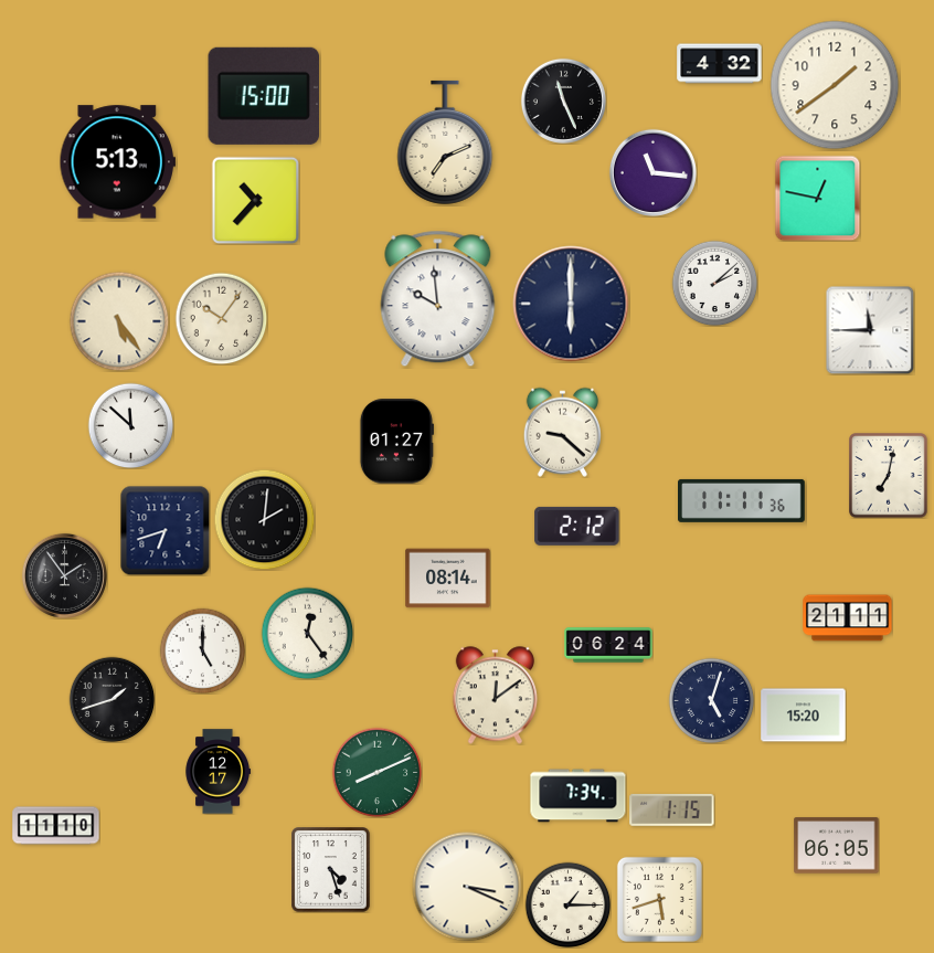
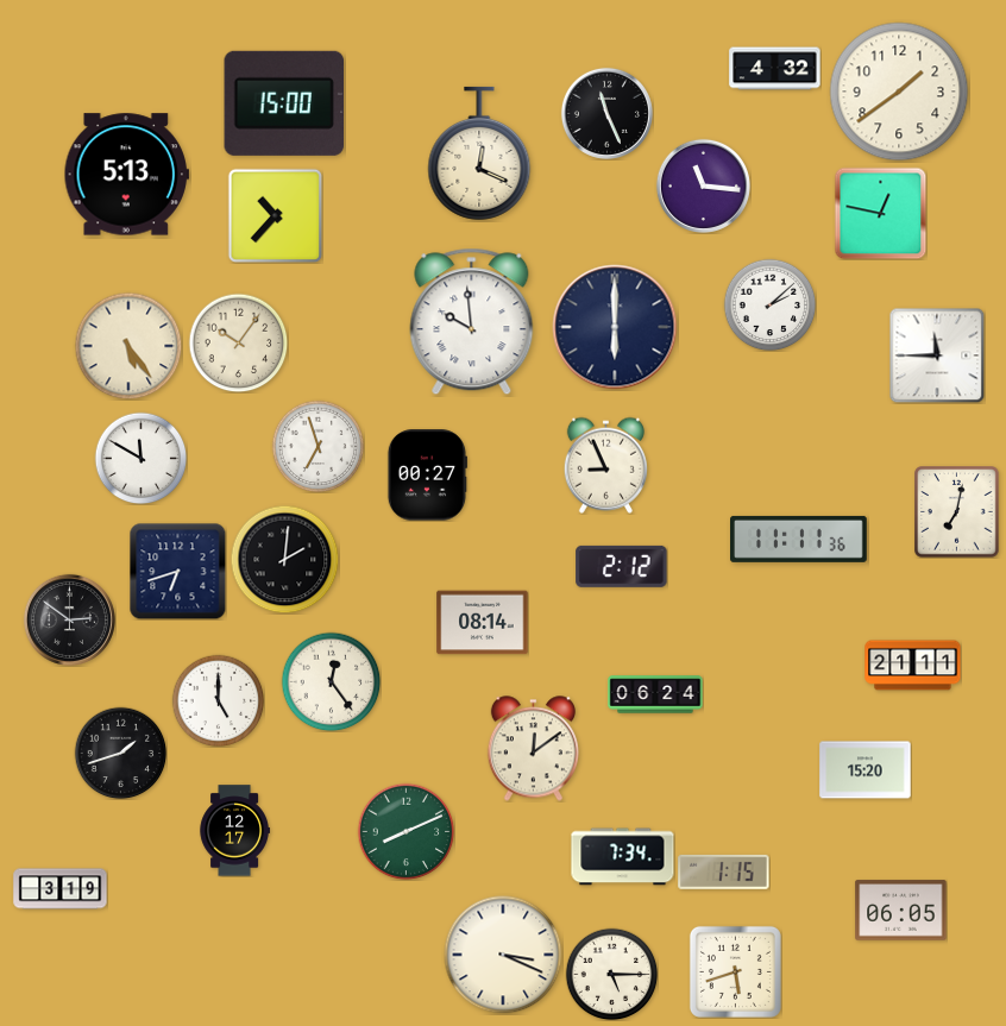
clock at (563, 100) position: (563, 100) -> (606, 113)
clock at (445, 142): 7:11 -> 12:19
clock at (317, 446): none -> 6:57
clock at (130, 425): 11:52 -> 11:50
clock at (562, 432): 9:22 -> 8:56
clock at (396, 442): 01:27 -> 00:27
clock at (64, 575): 1:54 -> 2:51
clock at (711, 700): 5:03 -> none
clock at (56, 826): 11:10 -> 3:19
clock at (331, 870): 4:27 -> none
clock at (659, 899) position: (659, 899) -> (735, 971)
clock at (567, 904): 1:15 -> 5:15
